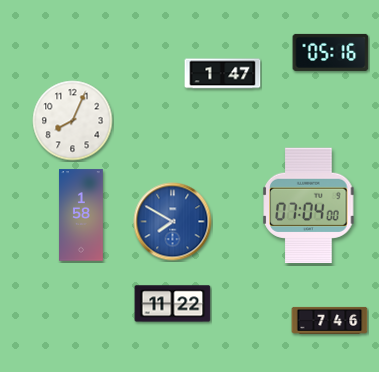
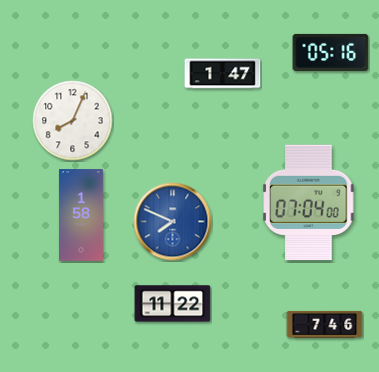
clock at (309, 206) position: (309, 206) -> (309, 203)
clock at (173, 222): 7:50 -> 7:49
clock at (330, 320) position: (330, 320) -> (325, 324)
